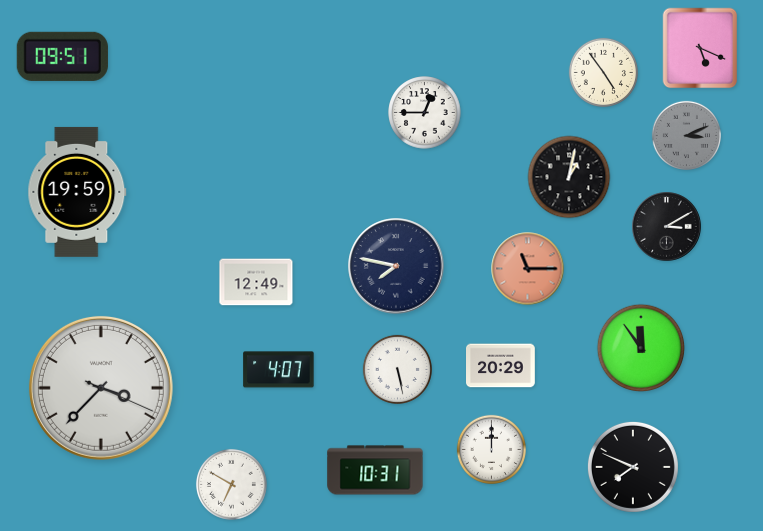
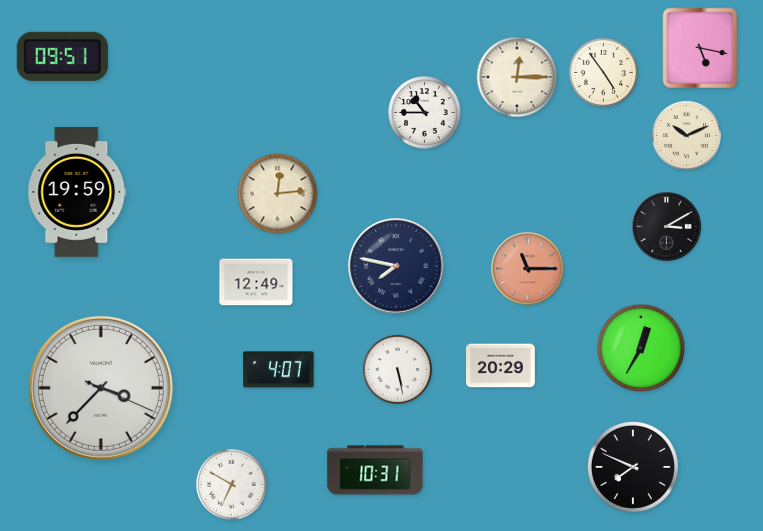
clock at (700, 48): 5:19 -> 5:17
clock at (517, 77): none -> 12:15
clock at (425, 113): 12:45 -> 10:45
clock at (686, 135): 3:11 -> 10:11
clock at (686, 135) dial: grey -> cream
clock at (569, 177): 1:02 -> none
clock at (278, 194): none -> 12:14
clock at (641, 348): 11:54 -> 12:35
clock at (491, 449): 12:00 -> none
